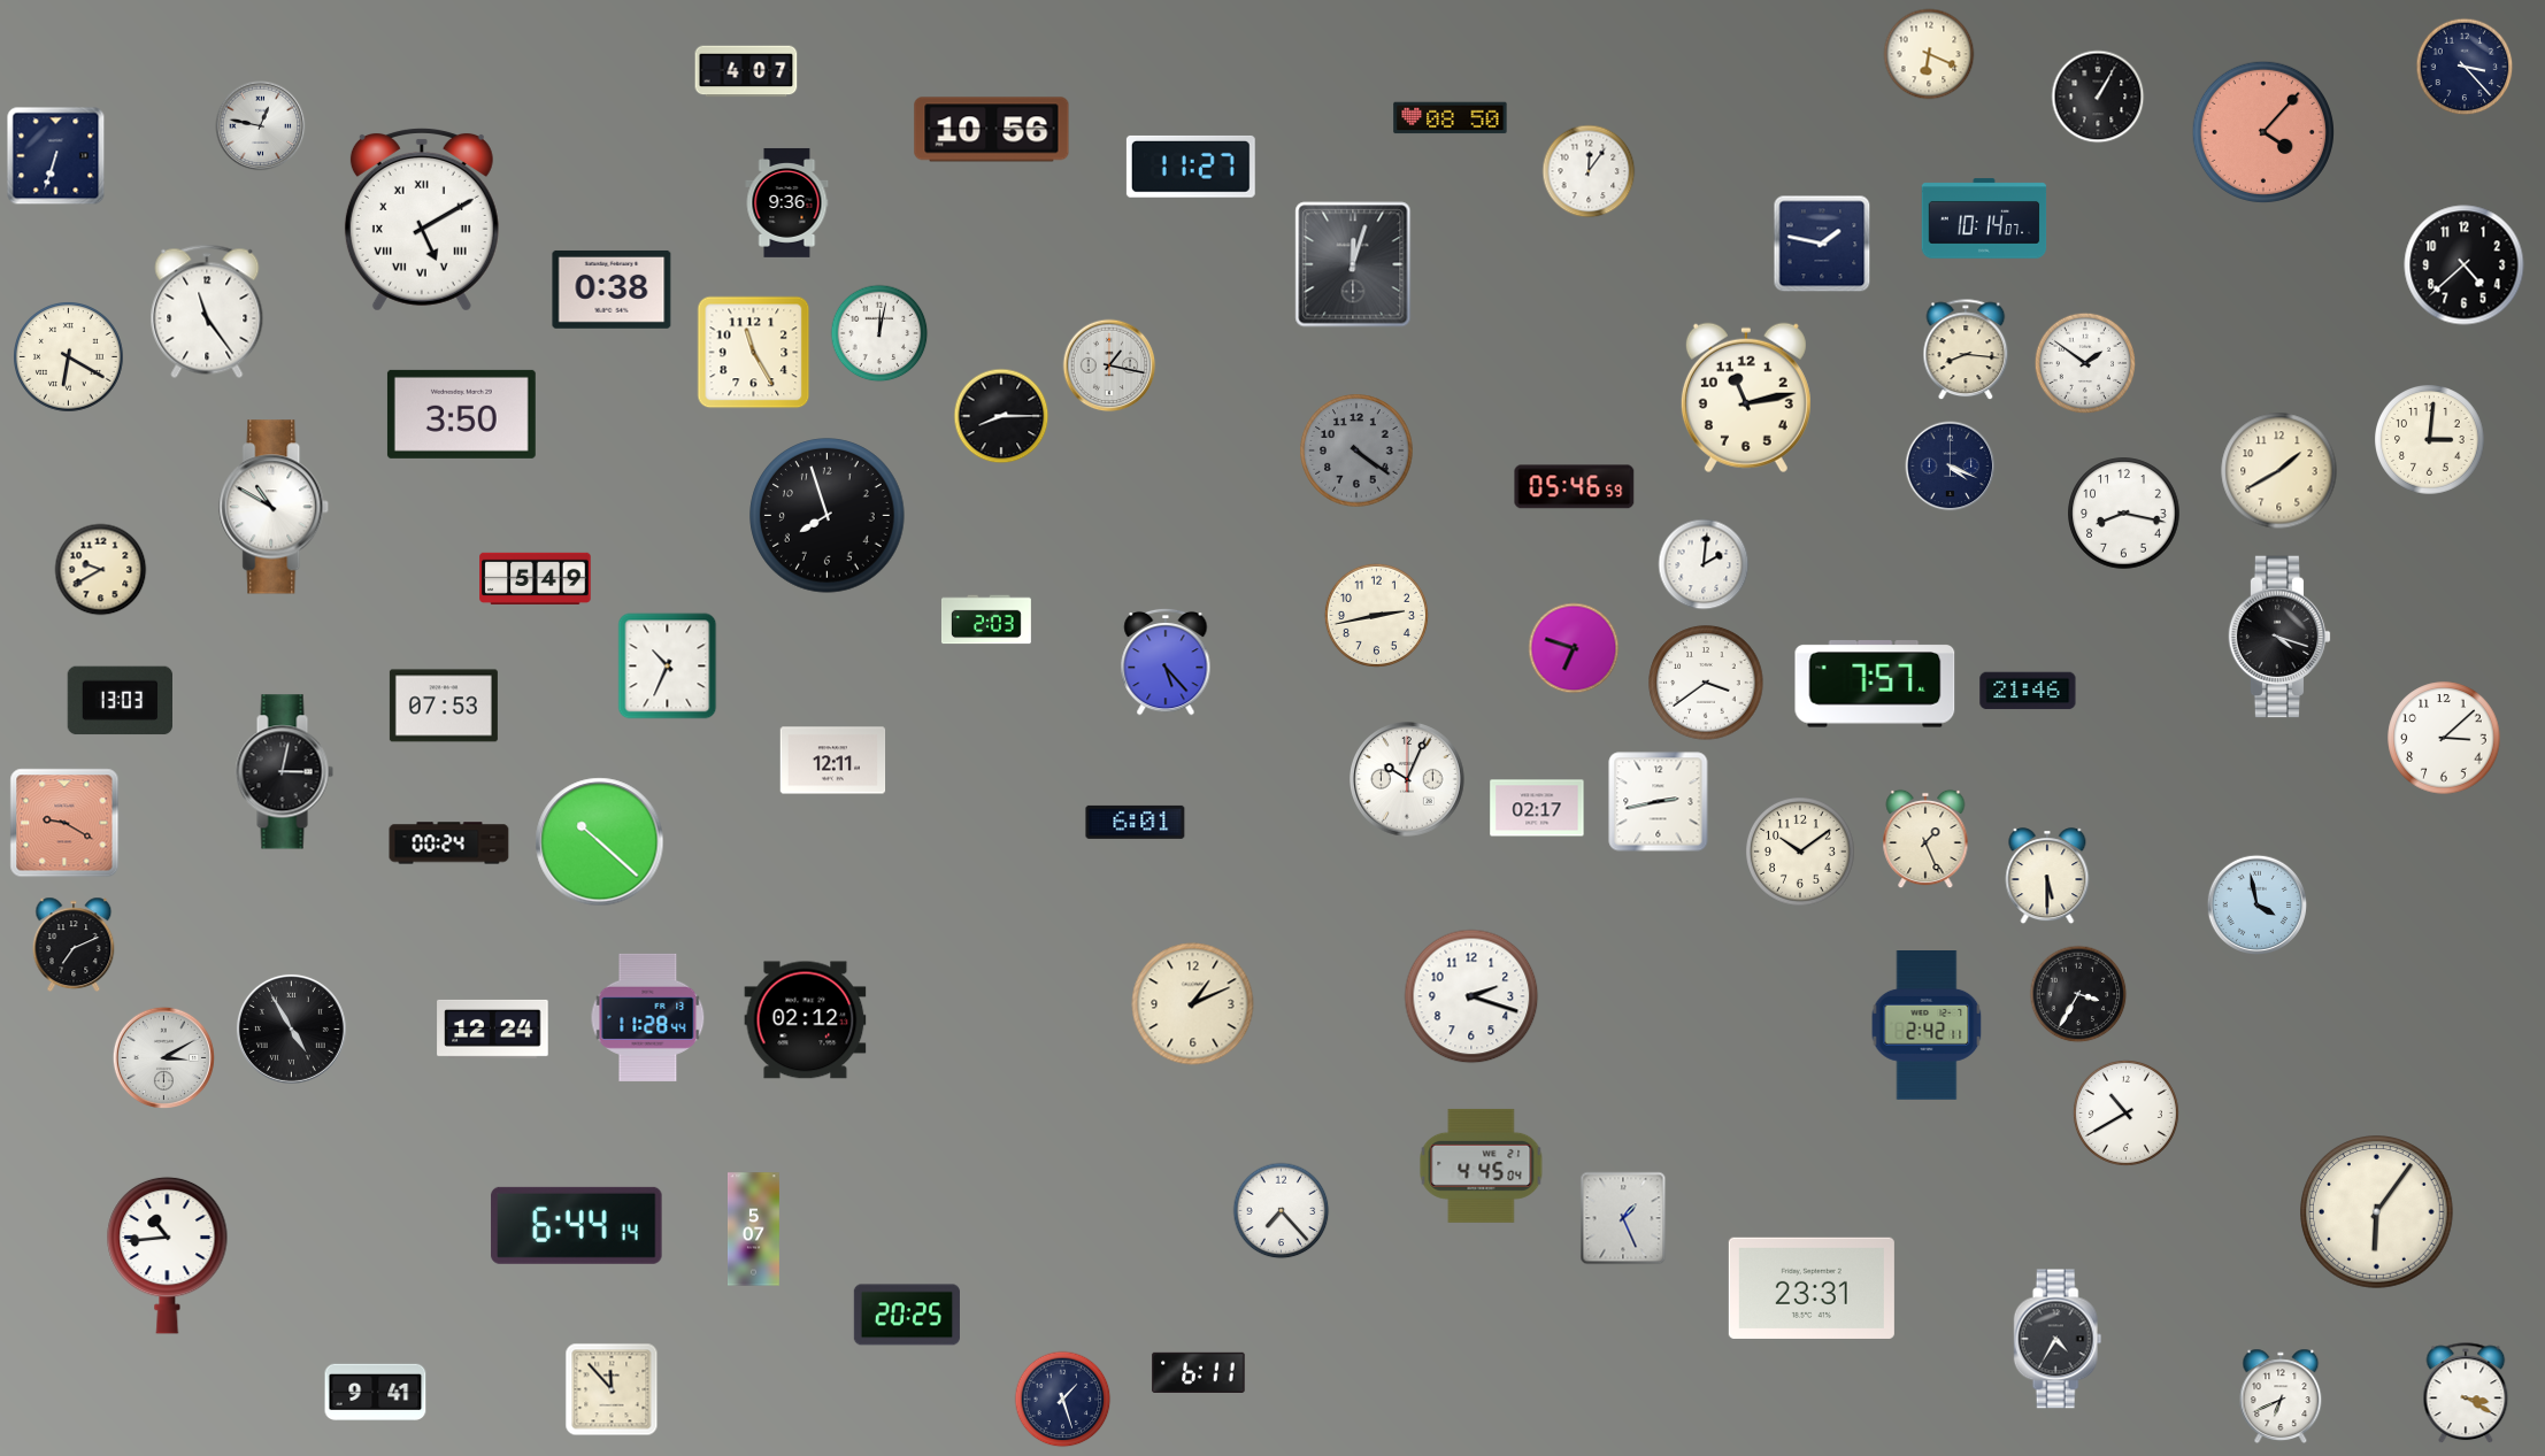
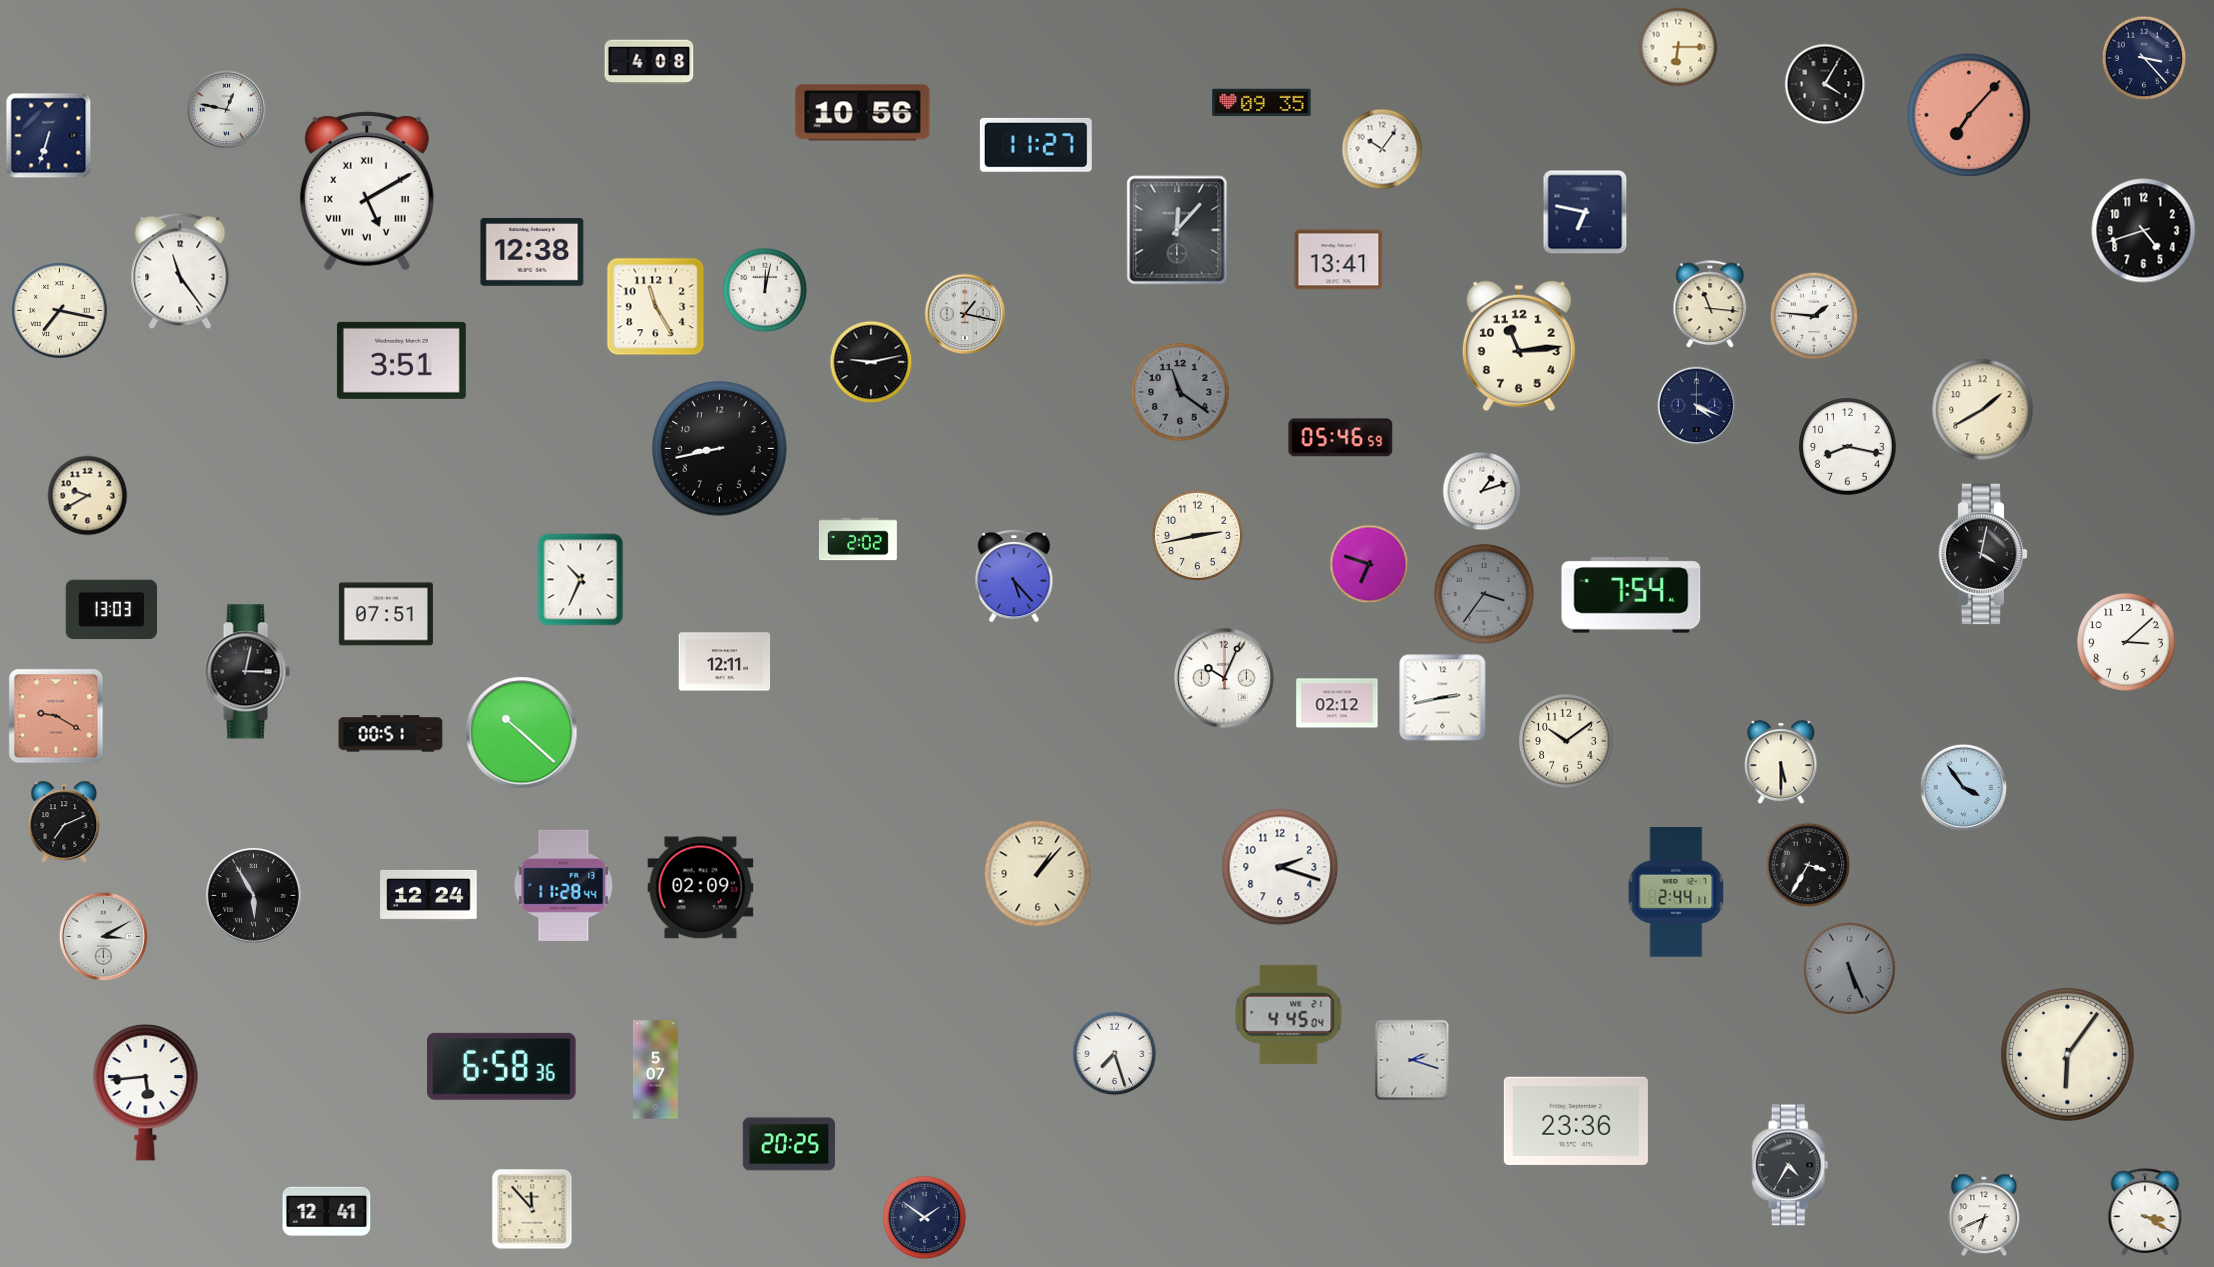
clock at (1929, 54): 6:19 -> 6:15
clock at (746, 71): 4:07 -> 4:08
clock at (2098, 97): 1:05 -> 4:05
clock at (1451, 118): 08:50 -> 09:35
clock at (2263, 132): 4:07 -> 7:07
clock at (1589, 171): 12:06 -> 10:06
clock at (787, 202): 9:36 -> none
clock at (1984, 218): 10:14 -> none
clock at (1822, 244): 1:47 -> 6:47
clock at (1353, 264): 12:03 -> 12:07
clock at (2465, 265): 4:38 -> 4:42
clock at (612, 290): 0:38 -> 12:38
clock at (1339, 260): none -> 13:41
clock at (1966, 350): 8:16 -> 11:16
clock at (69, 357): 6:20 -> 7:17
clock at (2084, 362): 1:51 -> 1:46
clock at (1109, 365) position: (1109, 365) -> (965, 314)
clock at (1746, 398): 11:13 -> 11:14
clock at (461, 414): 3:50 -> 3:51
clock at (1001, 416): 8:15 -> 9:13
clock at (2430, 440): 3:01 -> none
clock at (1356, 450): 4:21 -> 11:21
clock at (1575, 487) position: (1575, 487) -> (1341, 438)
clock at (275, 507): 10:50 -> none
clock at (828, 516): 7:57 -> 8:43
clock at (1704, 564): 2:01 -> 1:12
clock at (536, 578): 5:49 -> none
clock at (986, 619): 2:03 -> 2:02
clock at (2279, 637): 4:18 -> 4:02
clock at (1706, 683): 3:39 -> 3:36
clock at (1706, 683) dial: white -> grey
clock at (1875, 684): 7:57 -> 7:54
clock at (2028, 691): 21:46 -> none
clock at (120, 701) position: (120, 701) -> (111, 610)
clock at (444, 706): 07:53 -> 07:51
clock at (1537, 808): 02:17 -> 02:12
clock at (1136, 822): 6:01 -> none
clock at (1925, 839): 1:26 -> none
clock at (449, 843): 00:24 -> 00:51
clock at (2256, 904): 3:58 -> 3:54
clock at (1193, 1004): 1:11 -> 1:07
clock at (806, 1020): 02:12 -> 02:09
clock at (1927, 1026): 2:42 -> 2:44
clock at (291, 1029): 4:55 -> 5:55
clock at (163, 1057) position: (163, 1057) -> (103, 936)
clock at (2125, 1112): 10:40 -> 5:26
clock at (2125, 1112) dial: white -> grey
clock at (1282, 1211): 7:23 -> 7:27
clock at (1623, 1218): 1:26 -> 2:18
clock at (577, 1225): 6:44 -> 6:58
clock at (168, 1255): 10:44 -> 5:44
clock at (1812, 1288): 23:31 -> 23:36
clock at (1199, 1372): 6:11 -> none
clock at (376, 1392): 9:41 -> 12:41
clock at (1063, 1400): 1:27 -> 1:51
